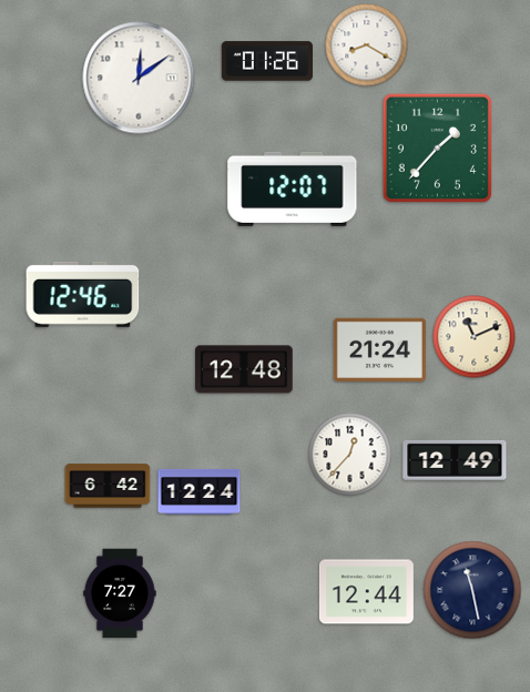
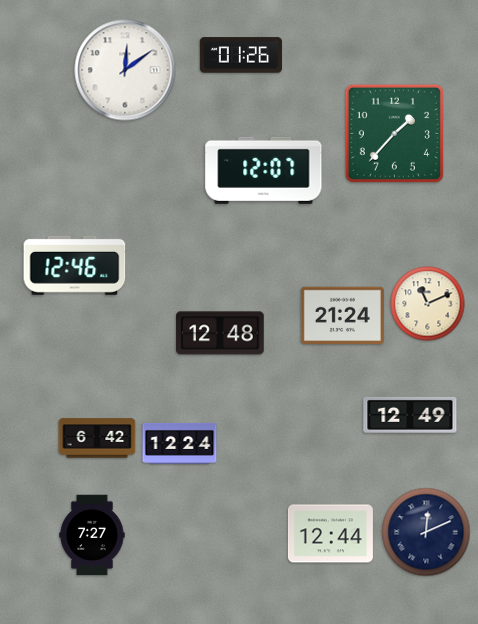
clock at (367, 45): 8:20 -> none
clock at (350, 455): 12:37 -> none
clock at (472, 590): 11:28 -> 12:11
clock at (120, 593) position: (120, 593) -> (92, 535)
